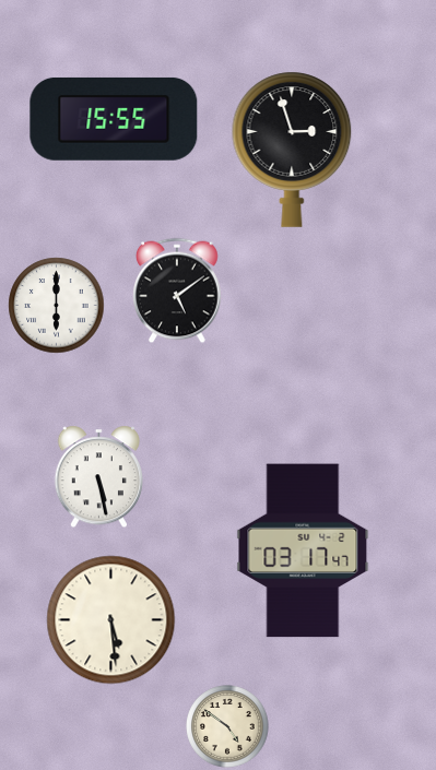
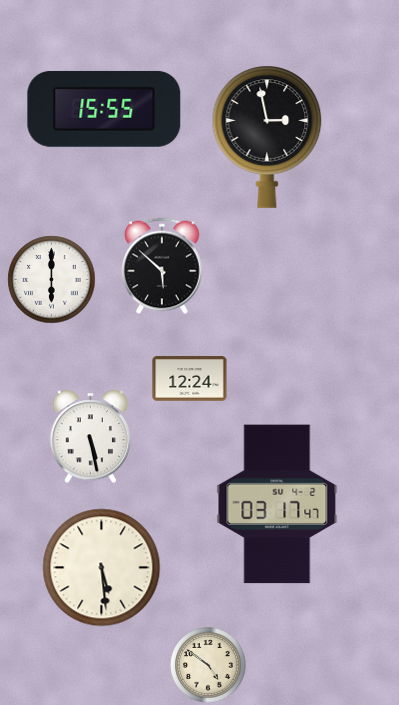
clock at (292, 150): 2:57 -> 2:58
clock at (177, 291): 5:09 -> 5:52
clock at (190, 379): none -> 12:24
